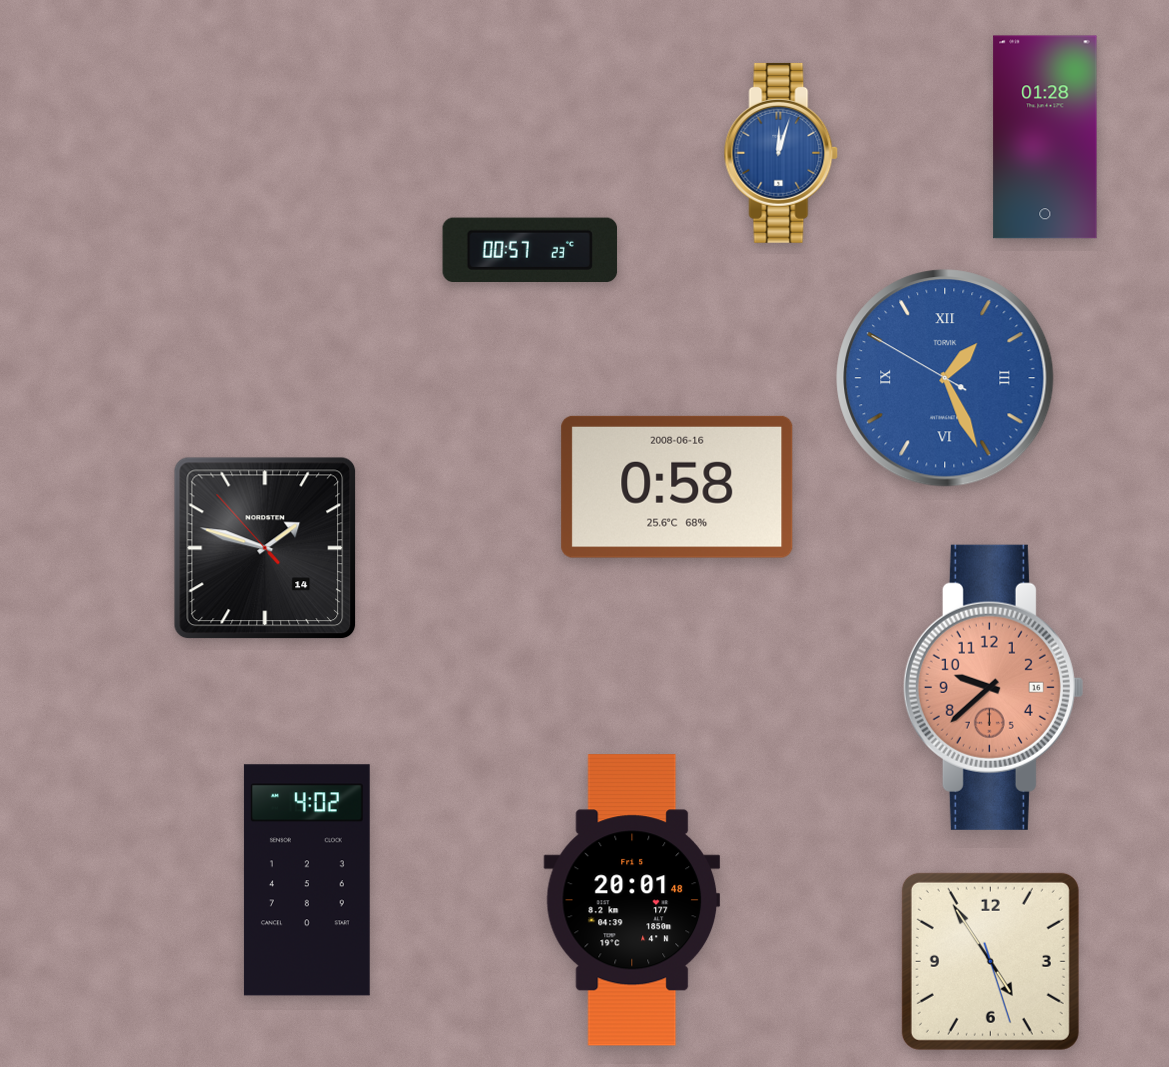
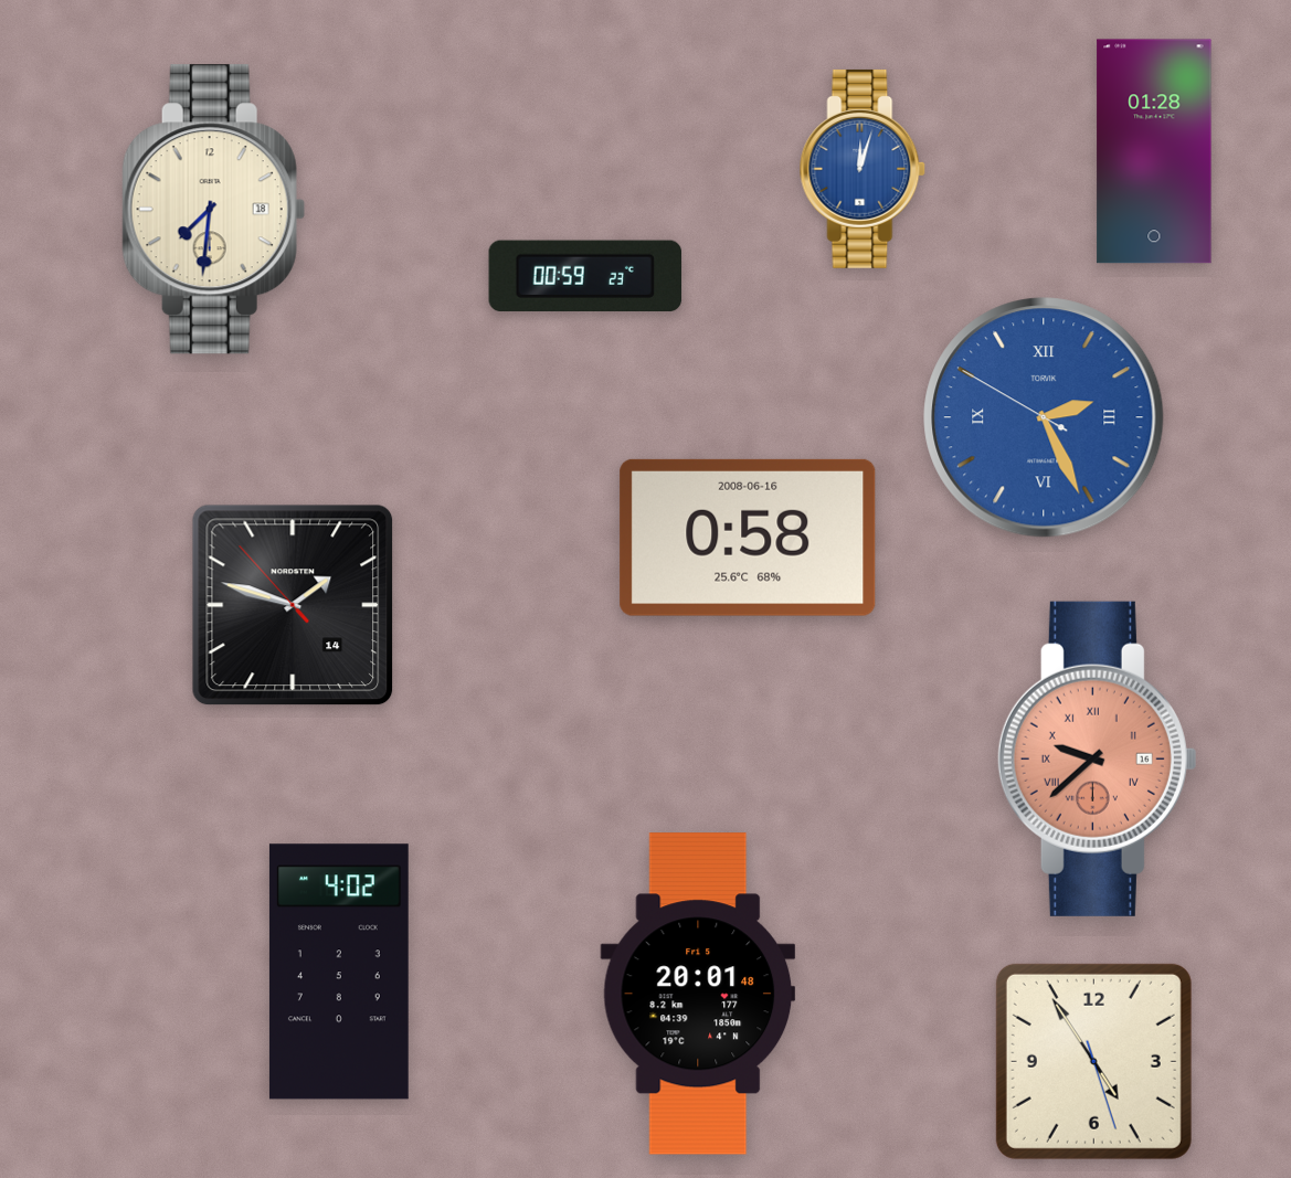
clock at (213, 210): none -> 7:31
clock at (530, 249): 00:57 -> 00:59
clock at (945, 378): 1:25 -> 2:25
clock at (993, 687) numerals: Arabic -> Roman
